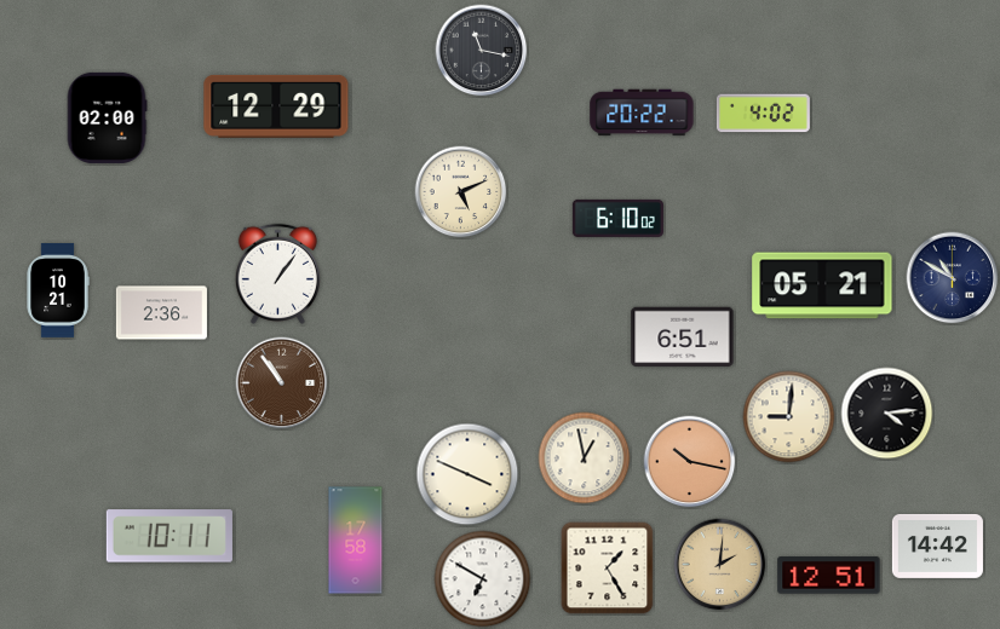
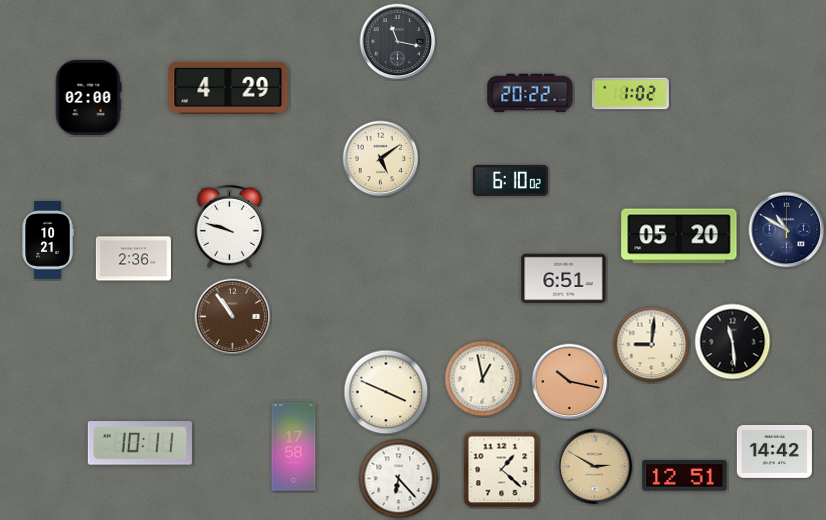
clock at (276, 106): 12:29 -> 4:29
clock at (763, 114): 4:02 -> 1:02
clock at (461, 192): 5:11 -> 5:09
clock at (277, 273): 1:06 -> 9:48
clock at (822, 285): 05:21 -> 05:20
clock at (887, 414): 4:14 -> 11:29
clock at (720, 565): 2:01 -> 2:50
clock at (608, 569): 1:25 -> 1:22
clock at (483, 579): 6:50 -> 6:23
